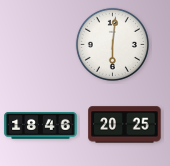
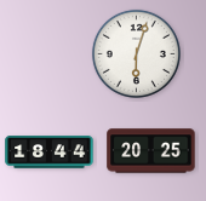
clock at (112, 44): 6:01 -> 6:03
clock at (41, 126): 18:46 -> 18:44
